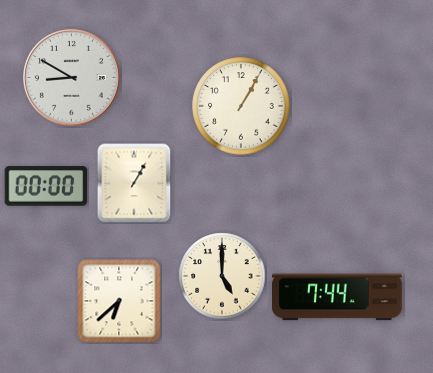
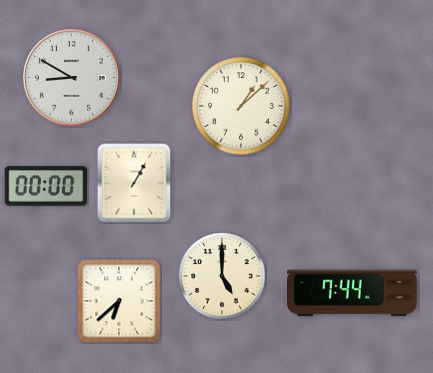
clock at (241, 106): 1:05 -> 1:08
clock at (338, 297) position: (338, 297) -> (353, 293)
